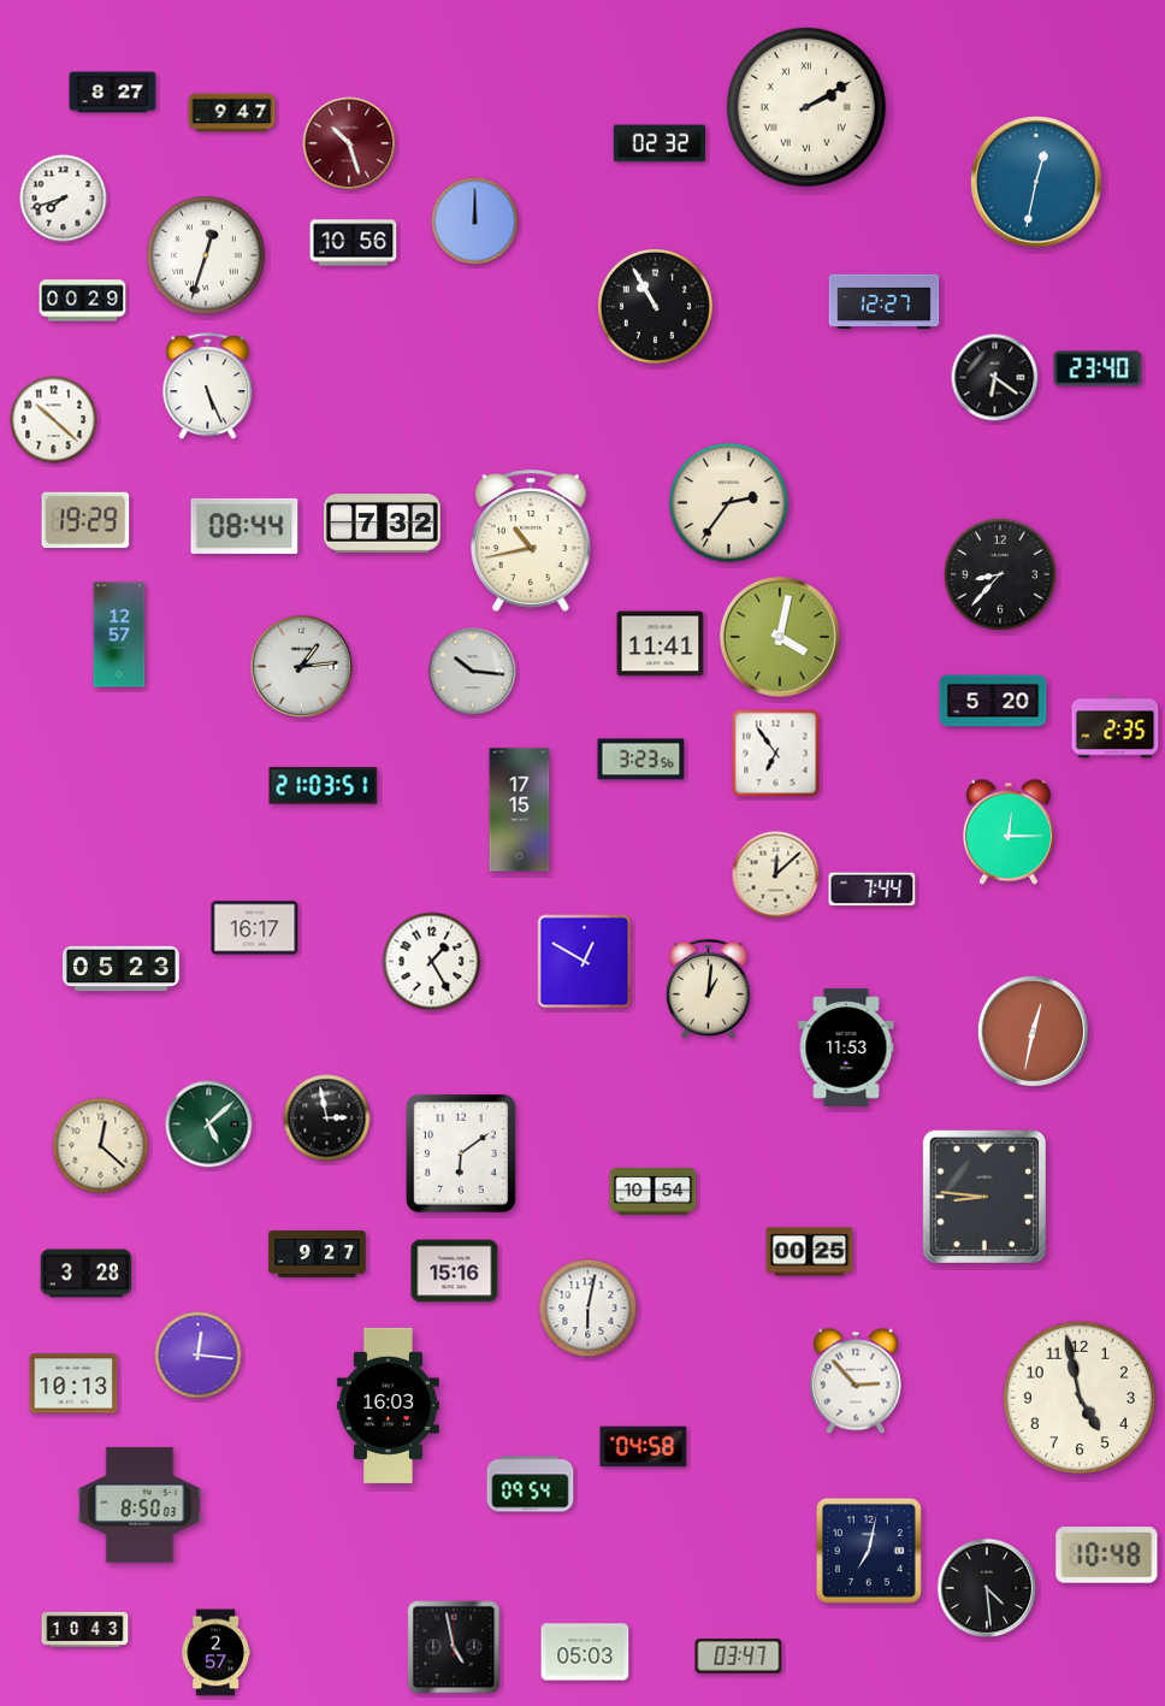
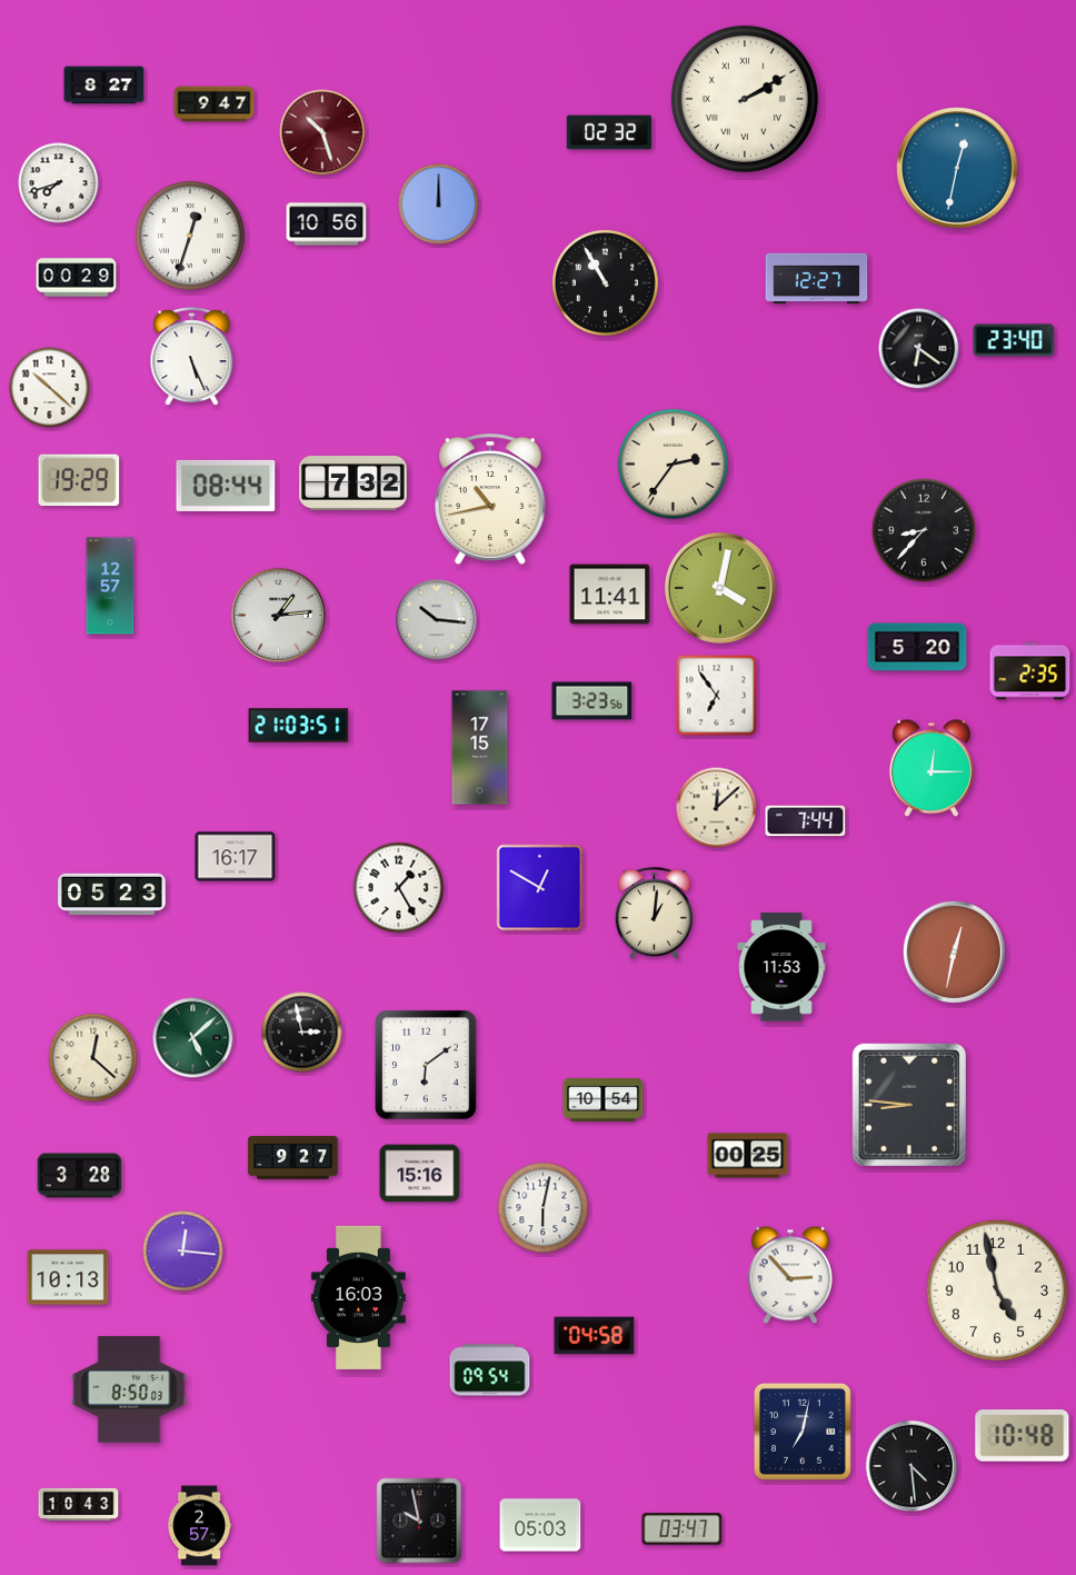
clock at (454, 1647): 4:58 -> 9:58
